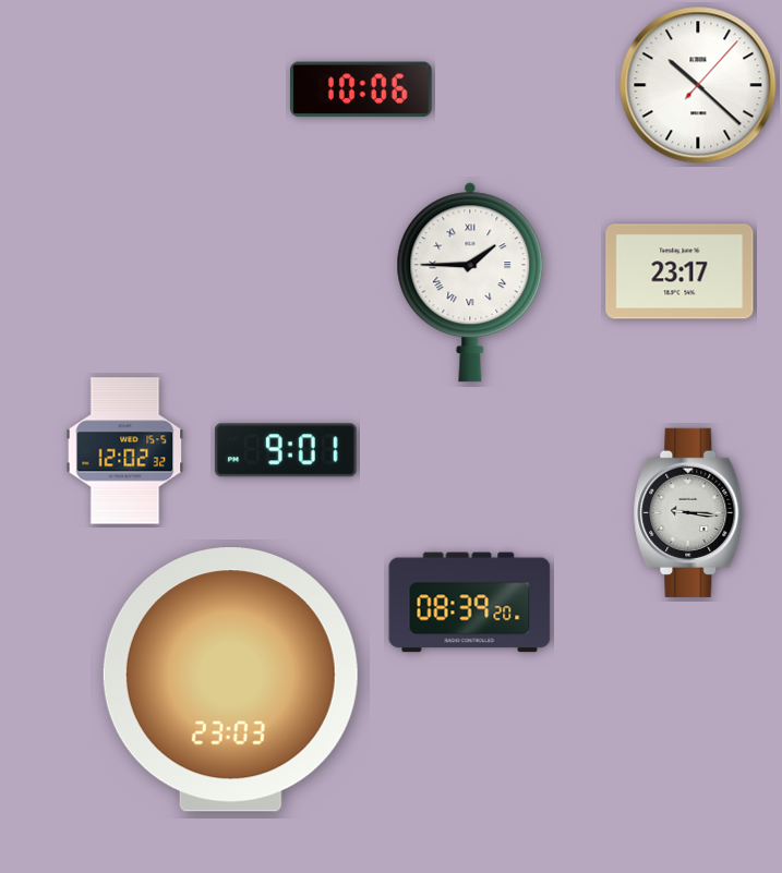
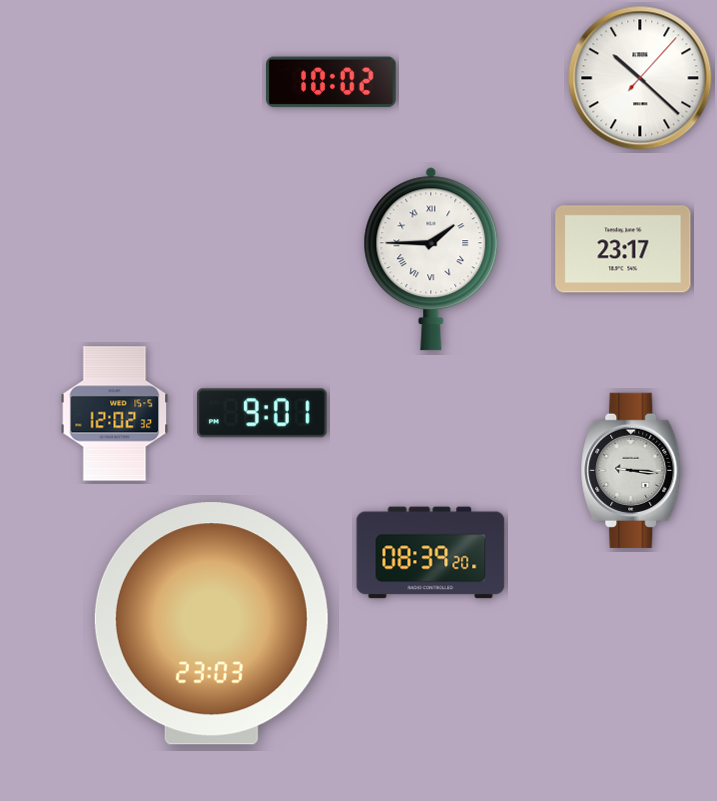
clock at (362, 89): 10:06 -> 10:02
